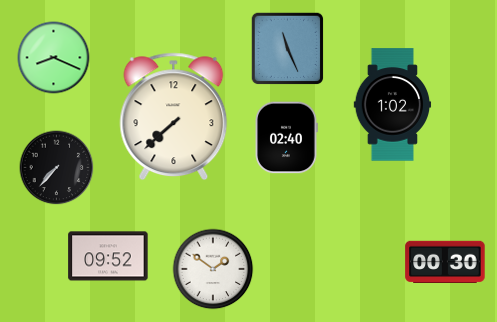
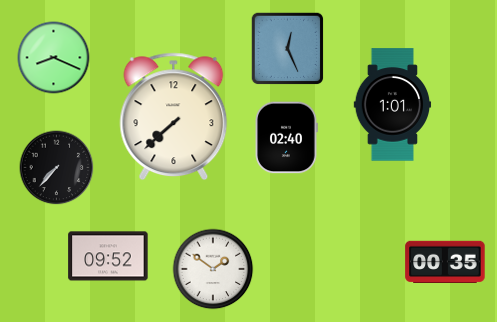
clock at (288, 49): 11:26 -> 12:26
clock at (393, 105): 1:02 -> 1:01
clock at (445, 261): 00:30 -> 00:35
